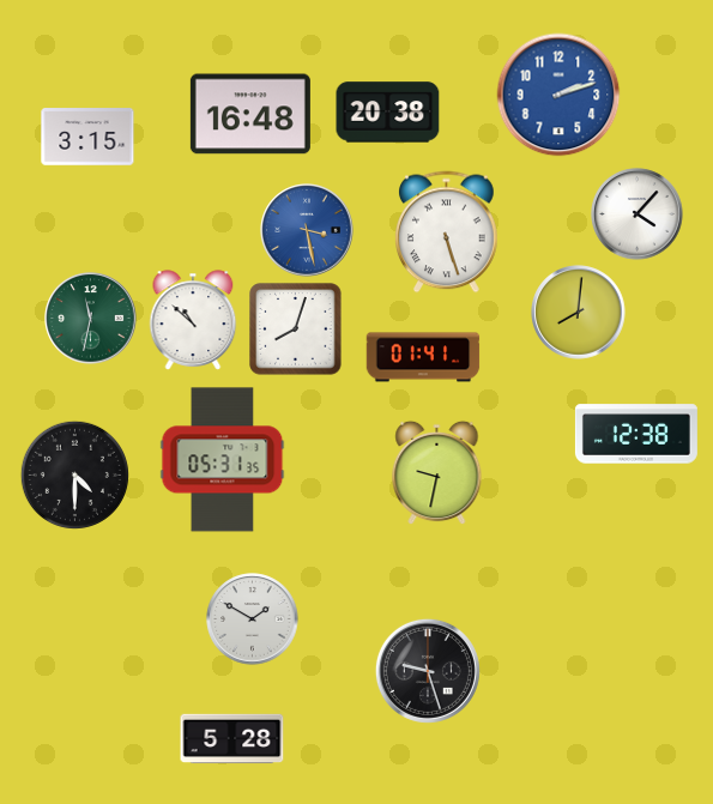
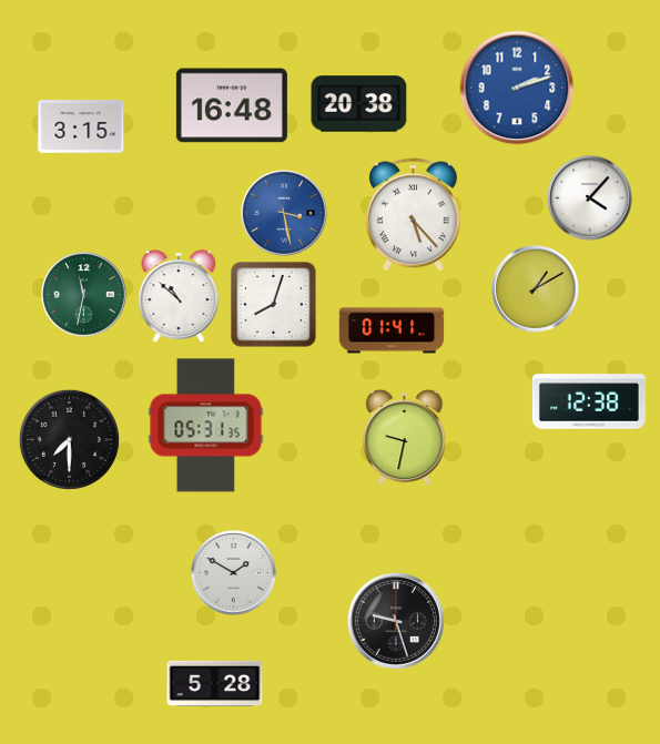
clock at (447, 232): 5:27 -> 5:23
clock at (579, 313): 8:01 -> 1:10
clock at (74, 474): 4:30 -> 7:30
